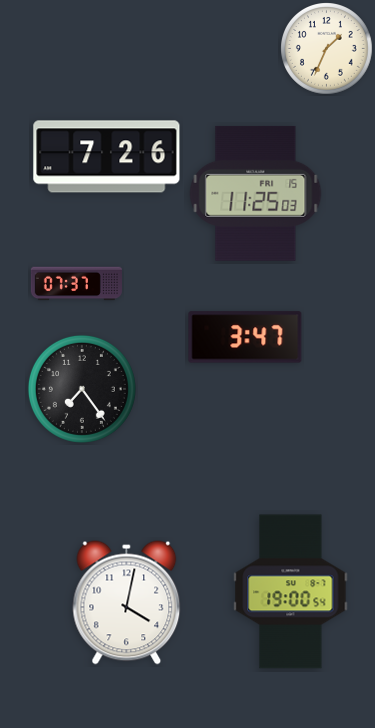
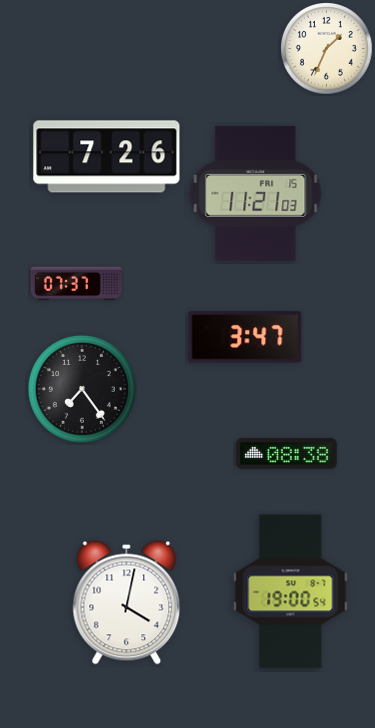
clock at (256, 193): 11:25 -> 11:21
clock at (287, 454): none -> 08:38
